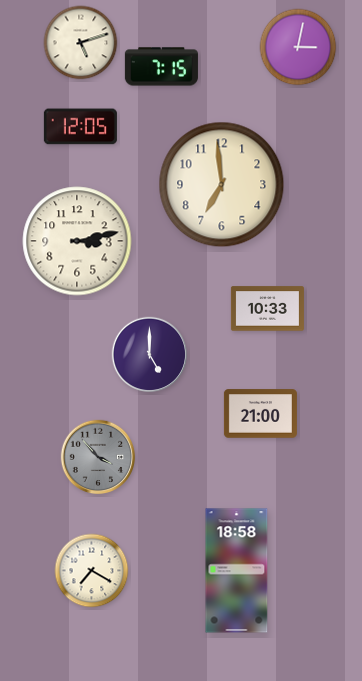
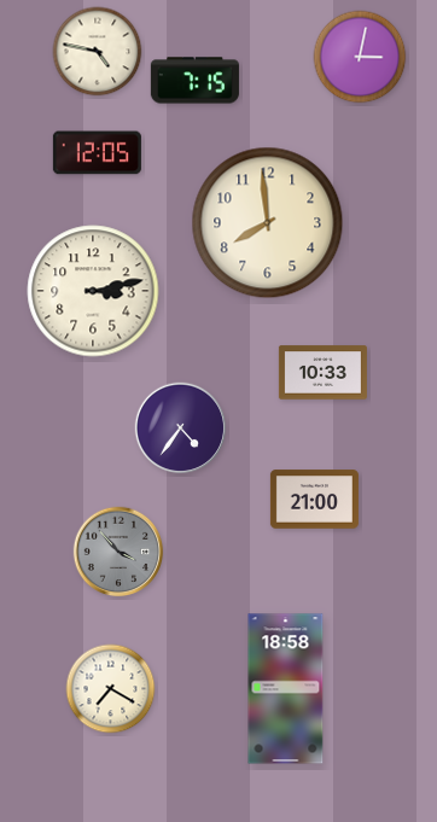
clock at (81, 43): 5:12 -> 4:47
clock at (222, 185): 6:59 -> 7:59
clock at (150, 355): 5:00 -> 4:36
